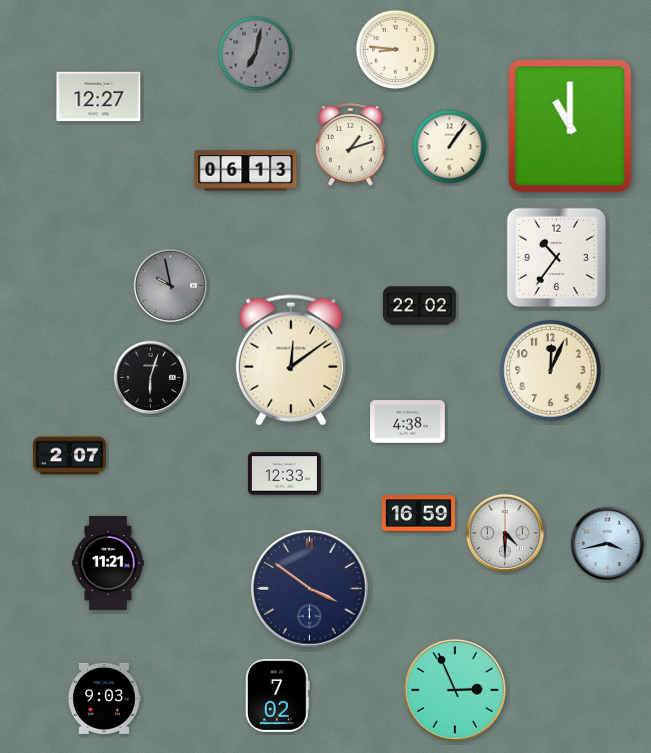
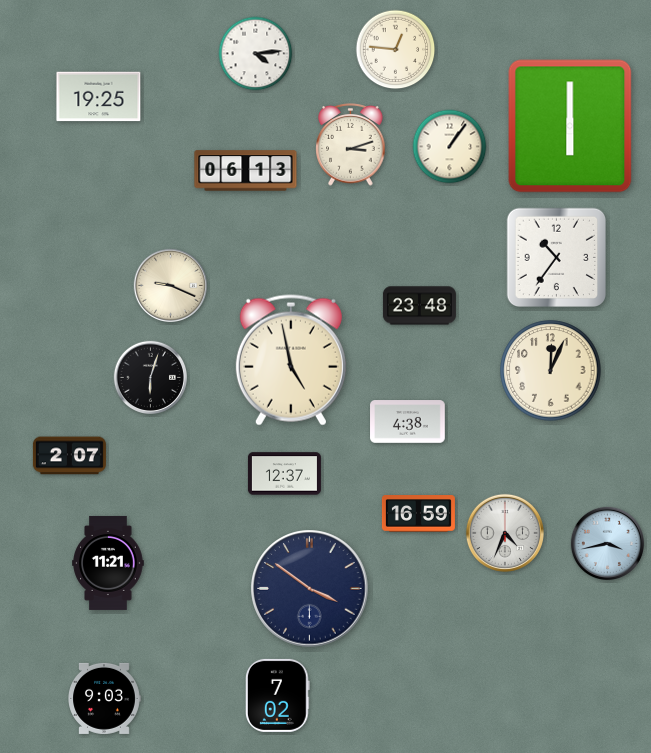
clock at (396, 50): 8:46 -> 12:46
clock at (256, 54): 7:02 -> 4:14
clock at (256, 54) dial: grey -> white
clock at (99, 97): 12:27 -> 19:25
clock at (570, 126): 11:00 -> 6:00
clock at (351, 145): 1:12 -> 3:12
clock at (170, 285): 9:58 -> 9:19
clock at (170, 285) dial: grey -> cream
clock at (419, 306): 22:02 -> 23:48
clock at (291, 360): 12:09 -> 4:58
clock at (284, 474): 12:33 -> 12:37
clock at (505, 533): 4:30 -> 4:34
clock at (455, 690): 2:56 -> none
